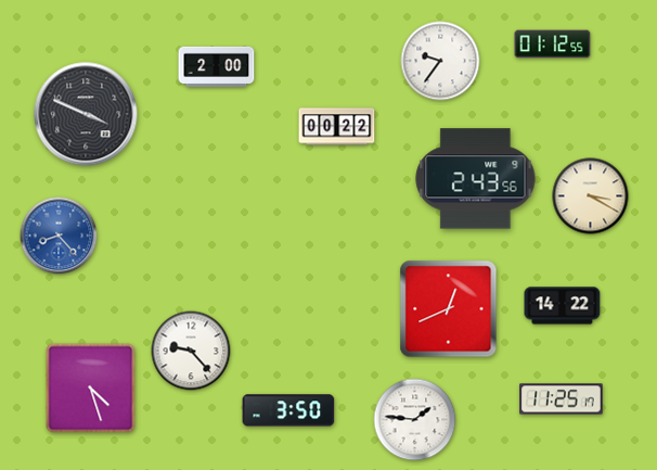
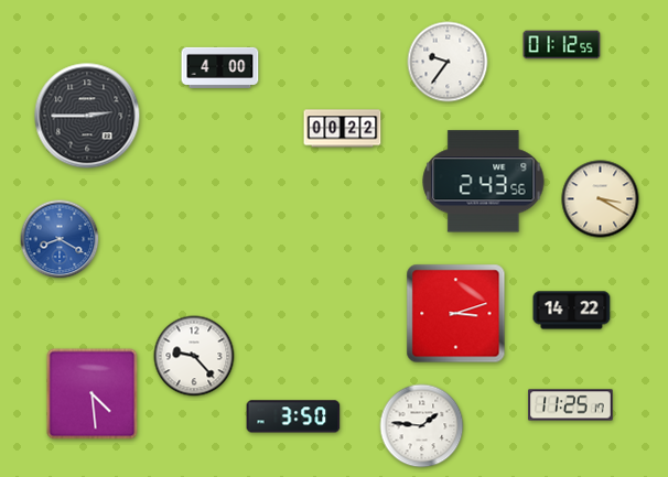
clock at (217, 66): 2:00 -> 4:00
clock at (86, 114): 3:49 -> 2:45
clock at (59, 236): 8:23 -> 8:20
clock at (449, 309): 12:41 -> 3:12
clock at (91, 389): 4:27 -> 4:29
